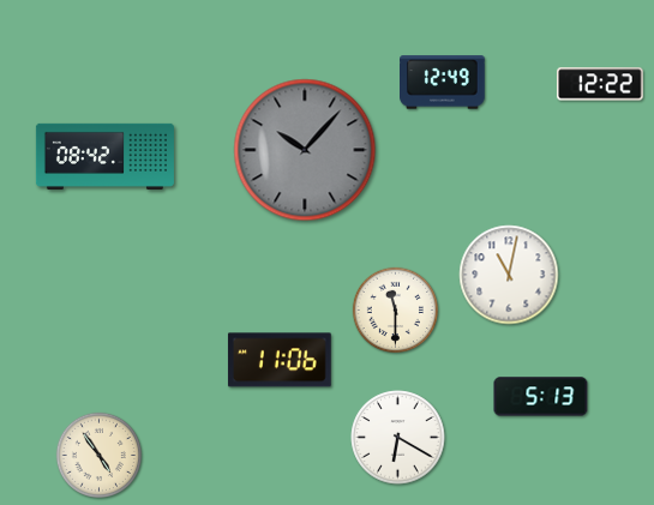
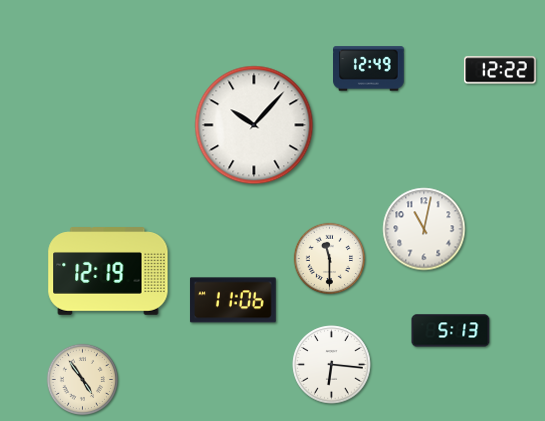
clock at (305, 150) dial: grey -> white
clock at (104, 156): 08:42 -> none
clock at (108, 271): none -> 12:19
clock at (398, 438): 6:20 -> 6:16
